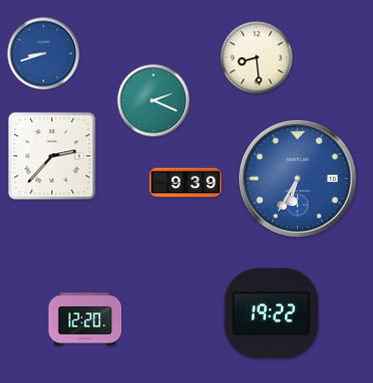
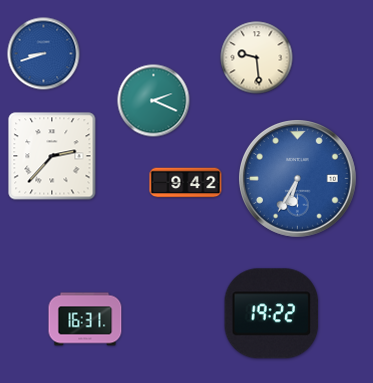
clock at (257, 58): 8:29 -> 9:29
clock at (186, 183): 9:39 -> 9:42
clock at (85, 319): 12:20 -> 16:31
